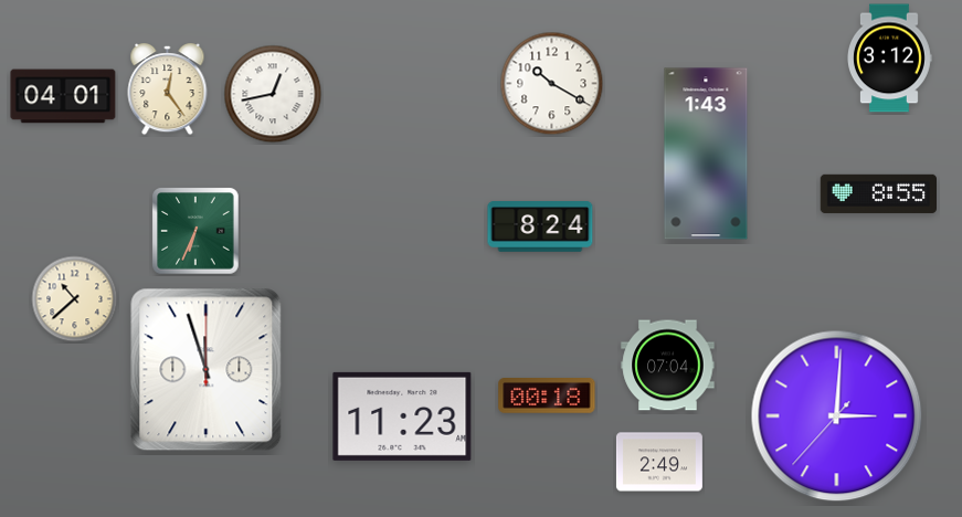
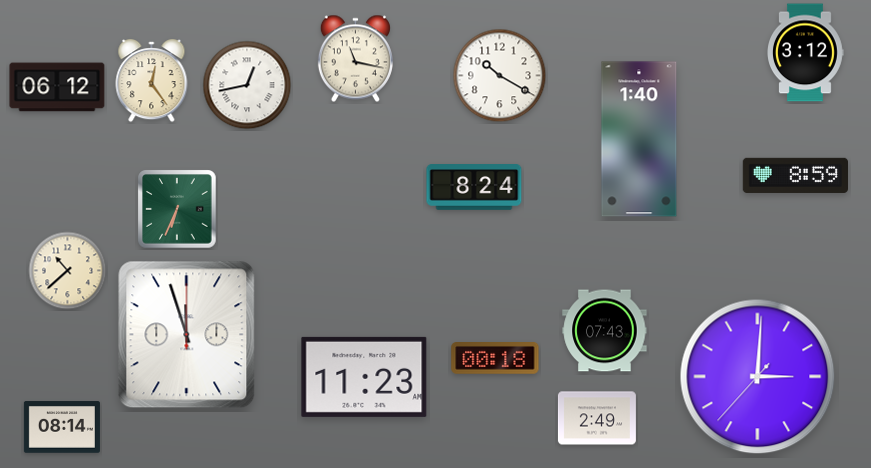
clock at (355, 59): none -> 11:17
clock at (63, 96): 04:01 -> 06:12
clock at (706, 154): 1:43 -> 1:40
clock at (878, 193): 8:55 -> 8:59
clock at (540, 226) position: (540, 226) -> (474, 187)
clock at (668, 366): 07:04 -> 07:43
clock at (62, 427): none -> 08:14
